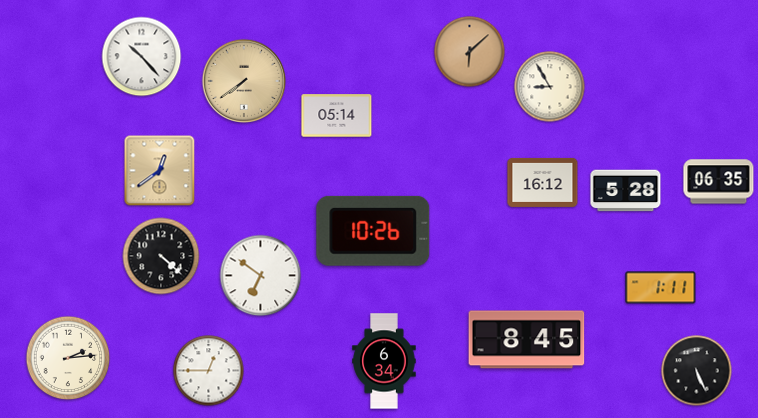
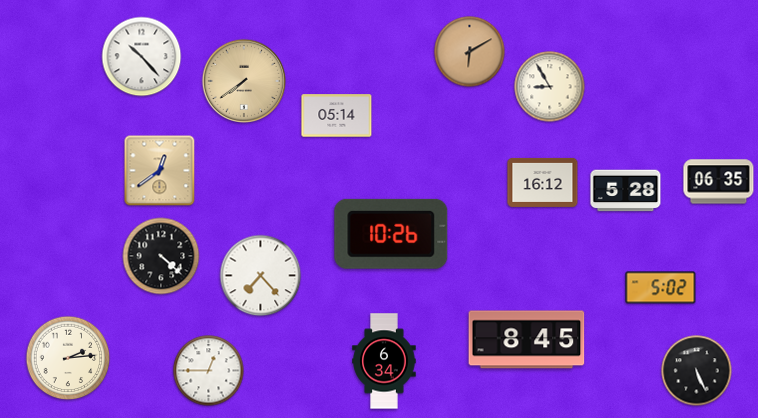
clock at (470, 52): 6:08 -> 6:10
clock at (373, 231) position: (373, 231) -> (391, 234)
clock at (261, 276): 6:51 -> 7:23
clock at (661, 288): 1:11 -> 5:02
